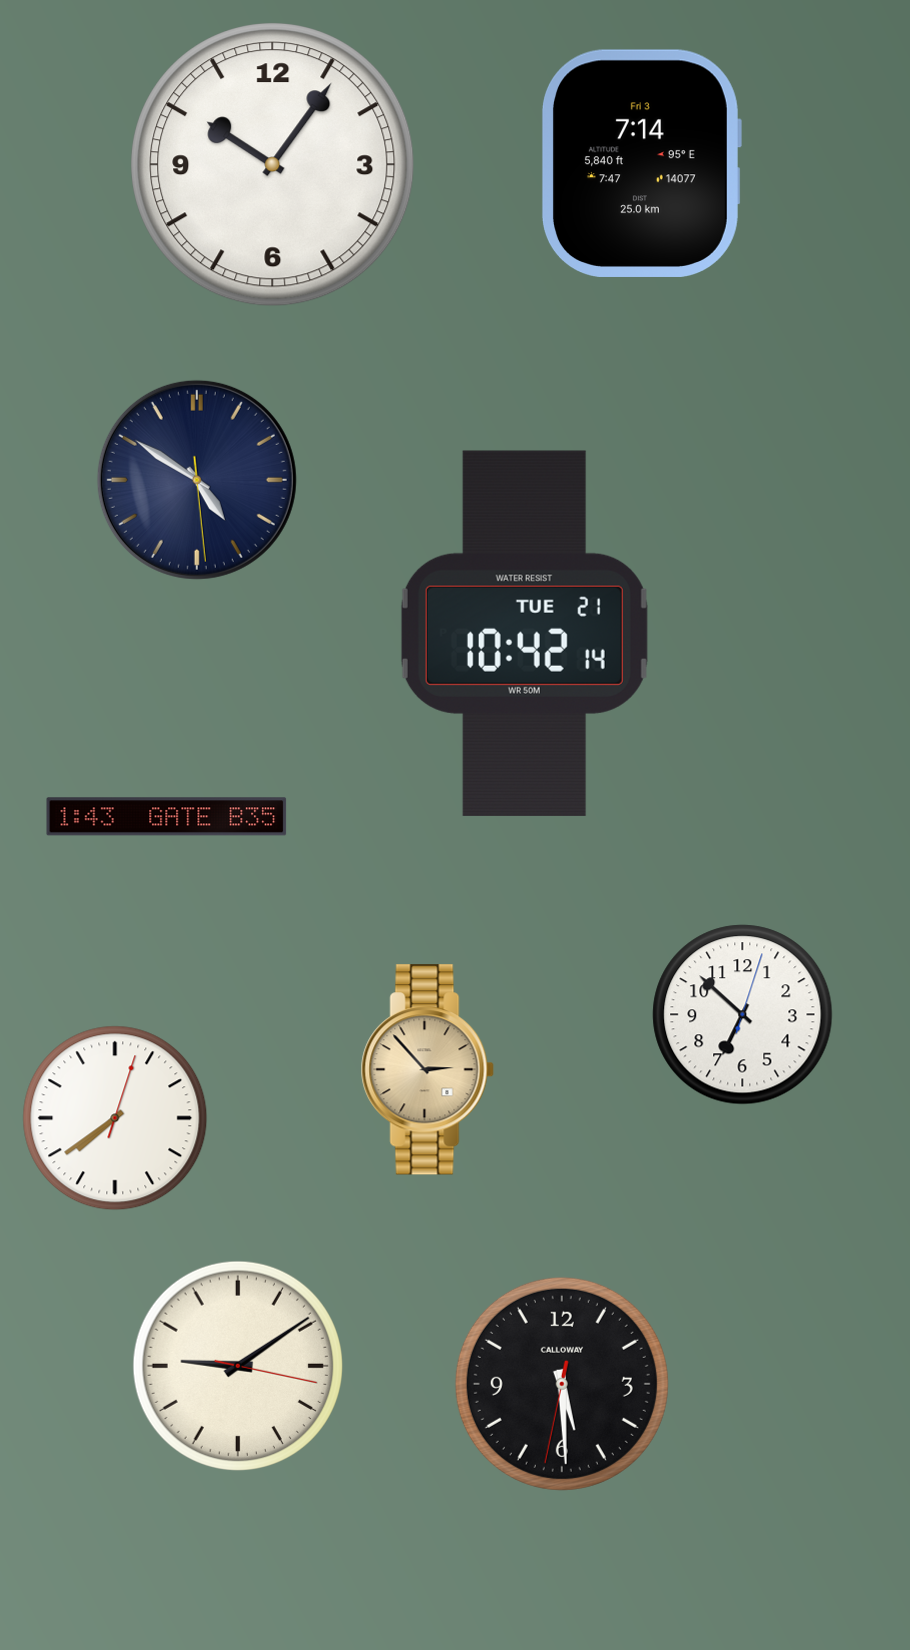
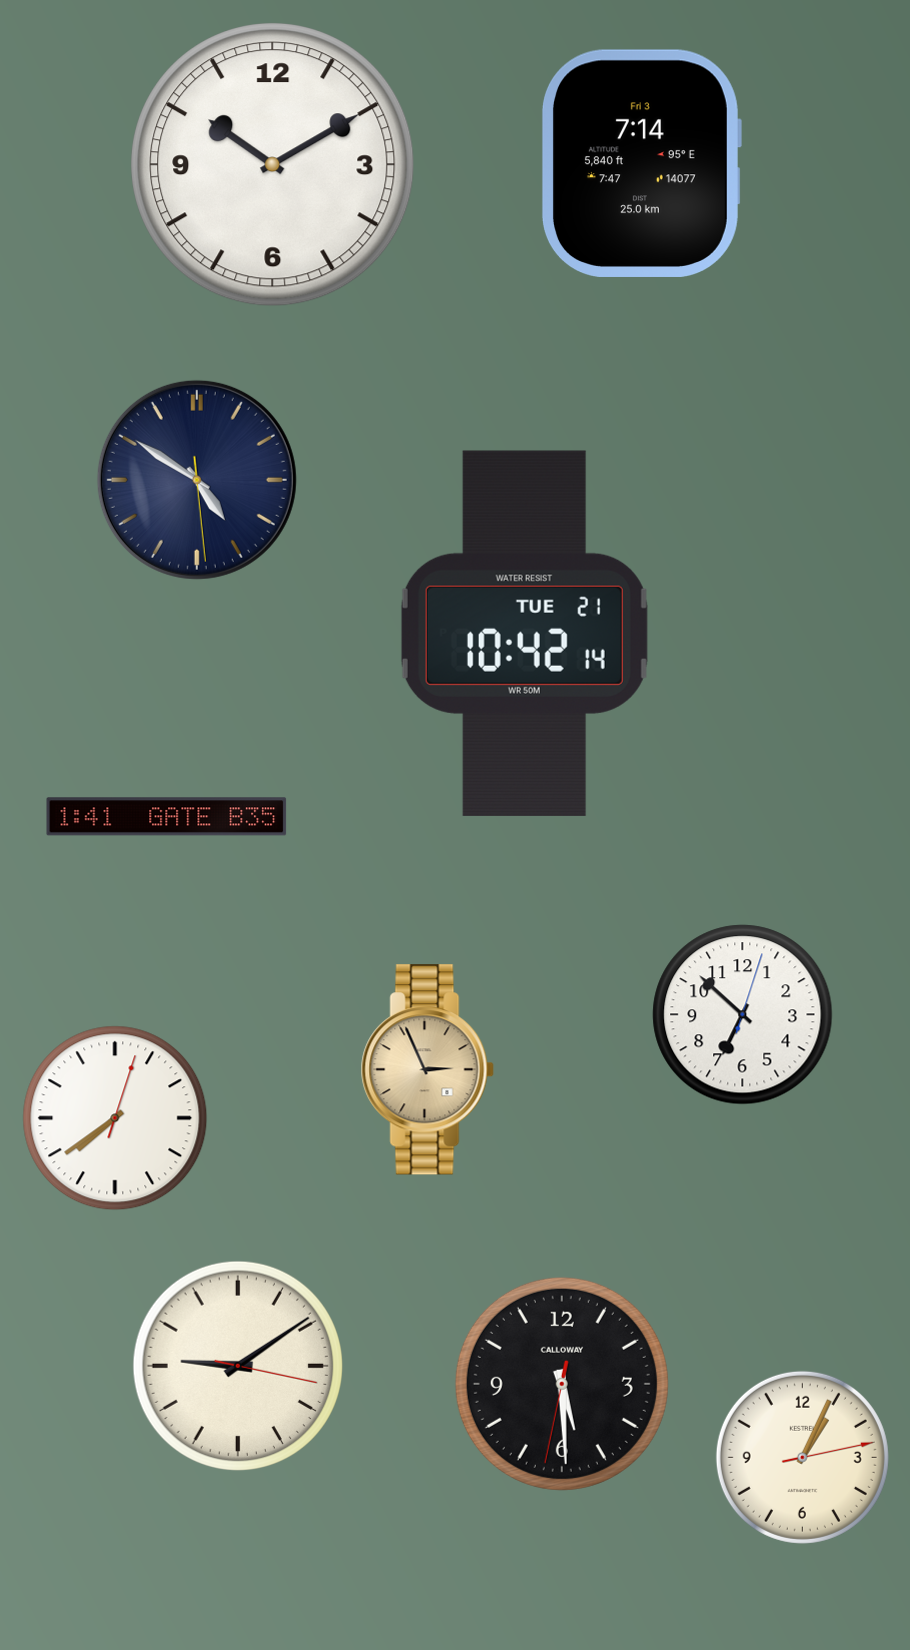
clock at (273, 165): 10:06 -> 10:10
clock at (167, 817): 1:43 -> 1:41
clock at (427, 1070): 2:53 -> 2:56
clock at (802, 1457): none -> 1:04
